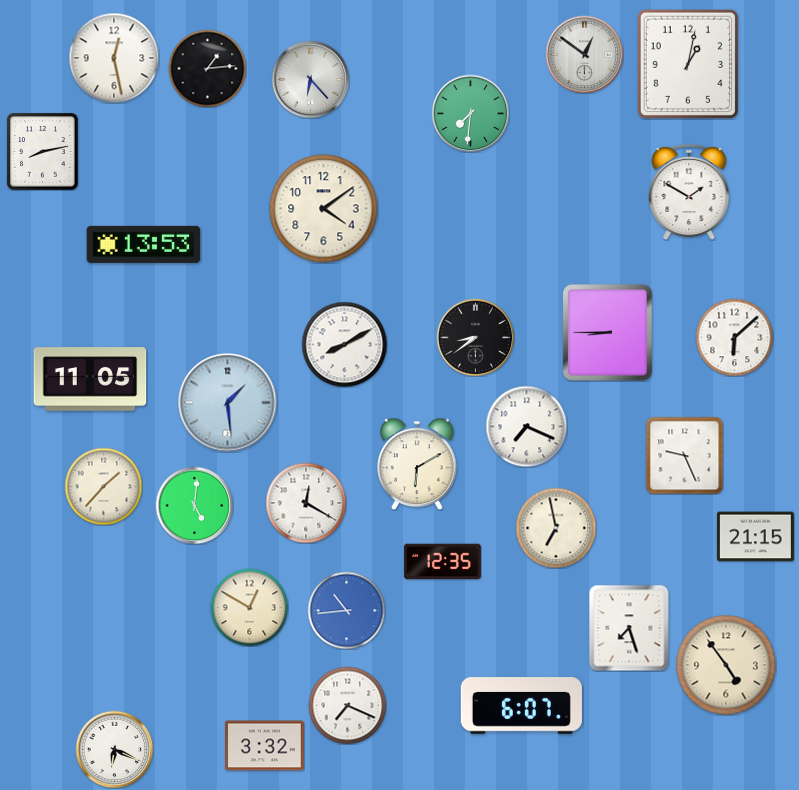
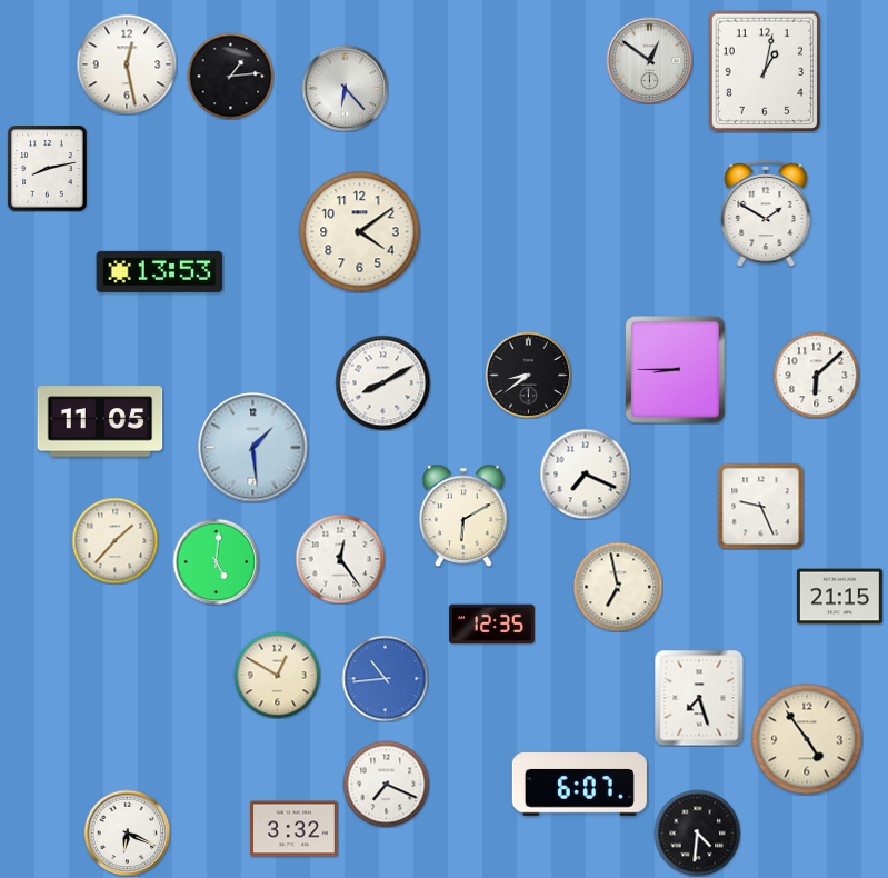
clock at (470, 113): 7:31 -> none
clock at (306, 503): 12:20 -> 12:24
clock at (697, 832): none -> 4:31
